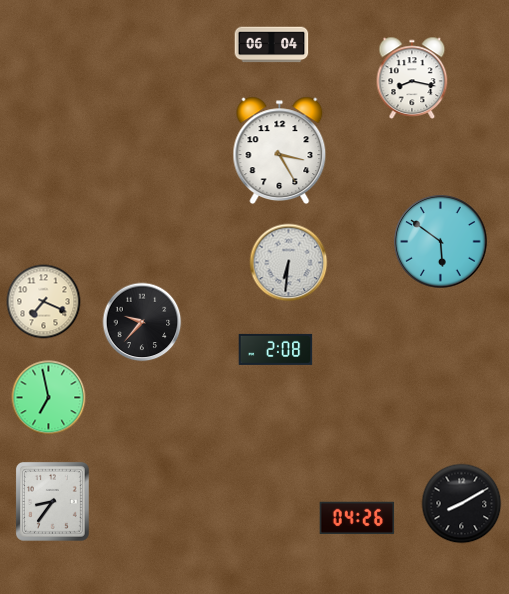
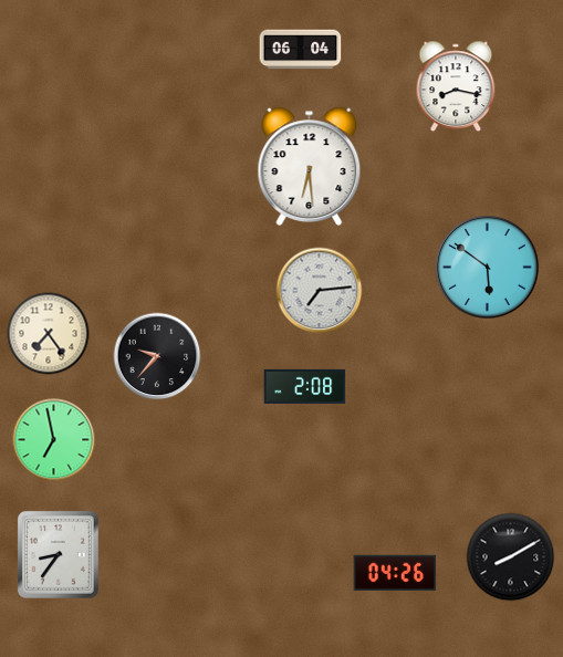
clock at (280, 151): 3:25 -> 6:29
clock at (289, 263): 6:31 -> 7:14
clock at (44, 302): 7:19 -> 7:24
